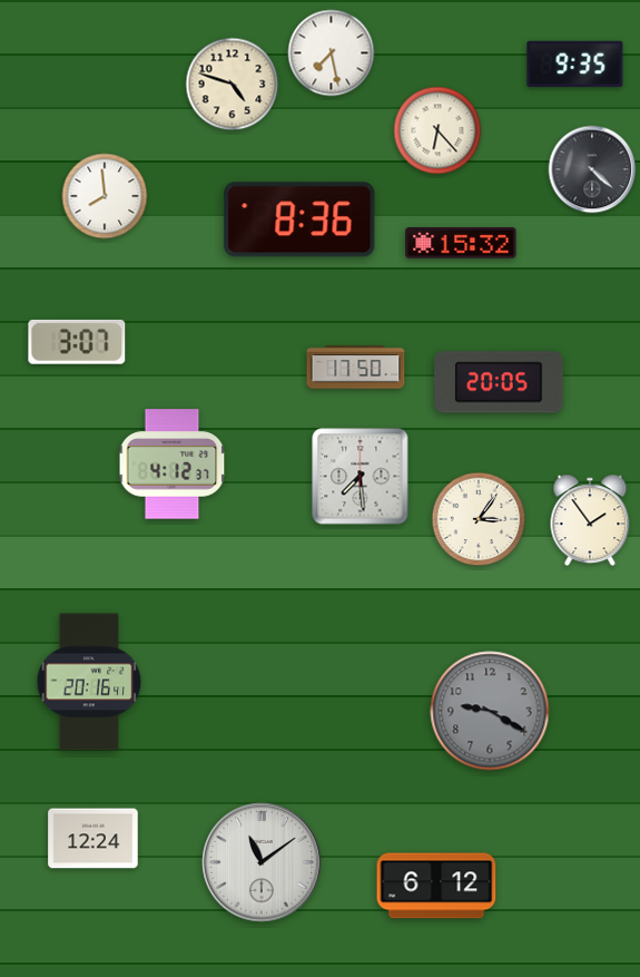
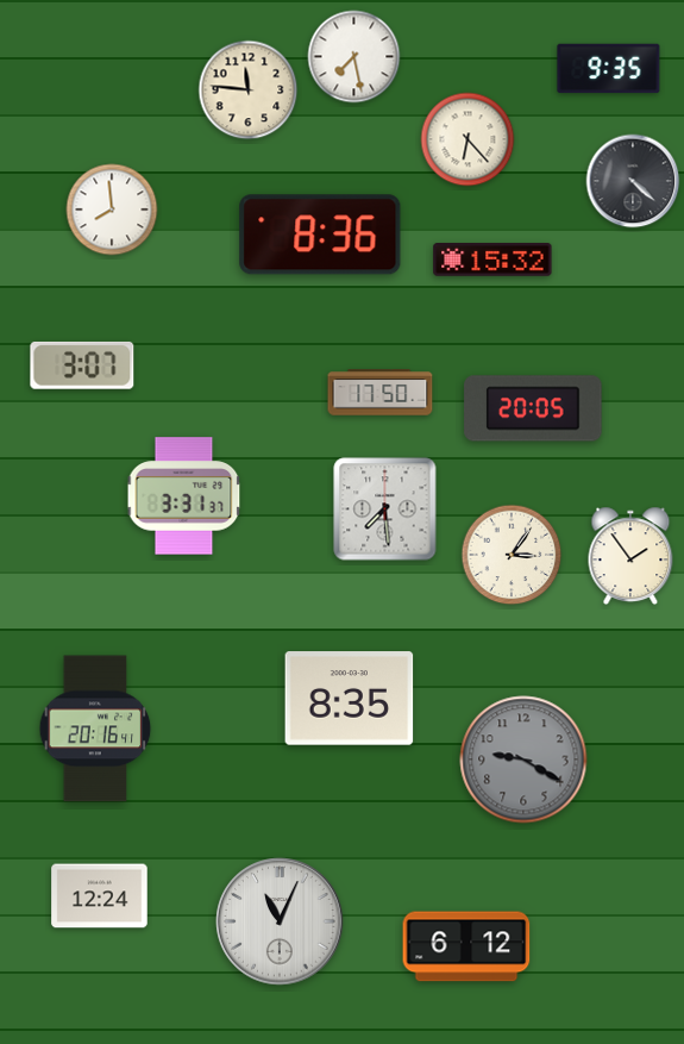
clock at (575, 65) position: (575, 65) -> (609, 69)
clock at (233, 85): 4:48 -> 11:46
clock at (173, 465): 4:12 -> 3:31
clock at (350, 699): none -> 8:35
clock at (262, 862): 11:09 -> 11:04
